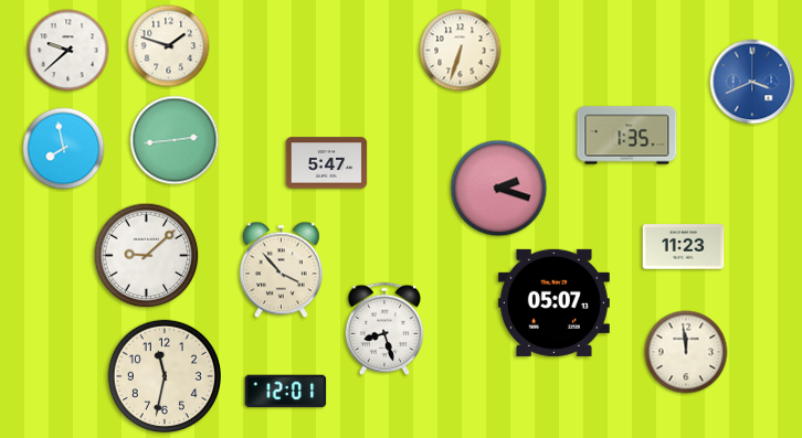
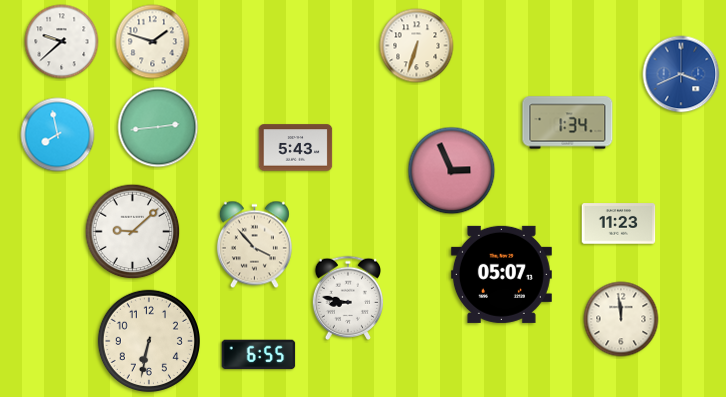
clock at (68, 51) position: (68, 51) -> (62, 42)
clock at (627, 136): 1:35 -> 1:34
clock at (327, 163): 5:47 -> 5:43
clock at (499, 189): 2:18 -> 2:56
clock at (384, 329): 8:27 -> 8:47
clock at (163, 375): 11:32 -> 6:32
clock at (286, 392): 12:01 -> 6:55
